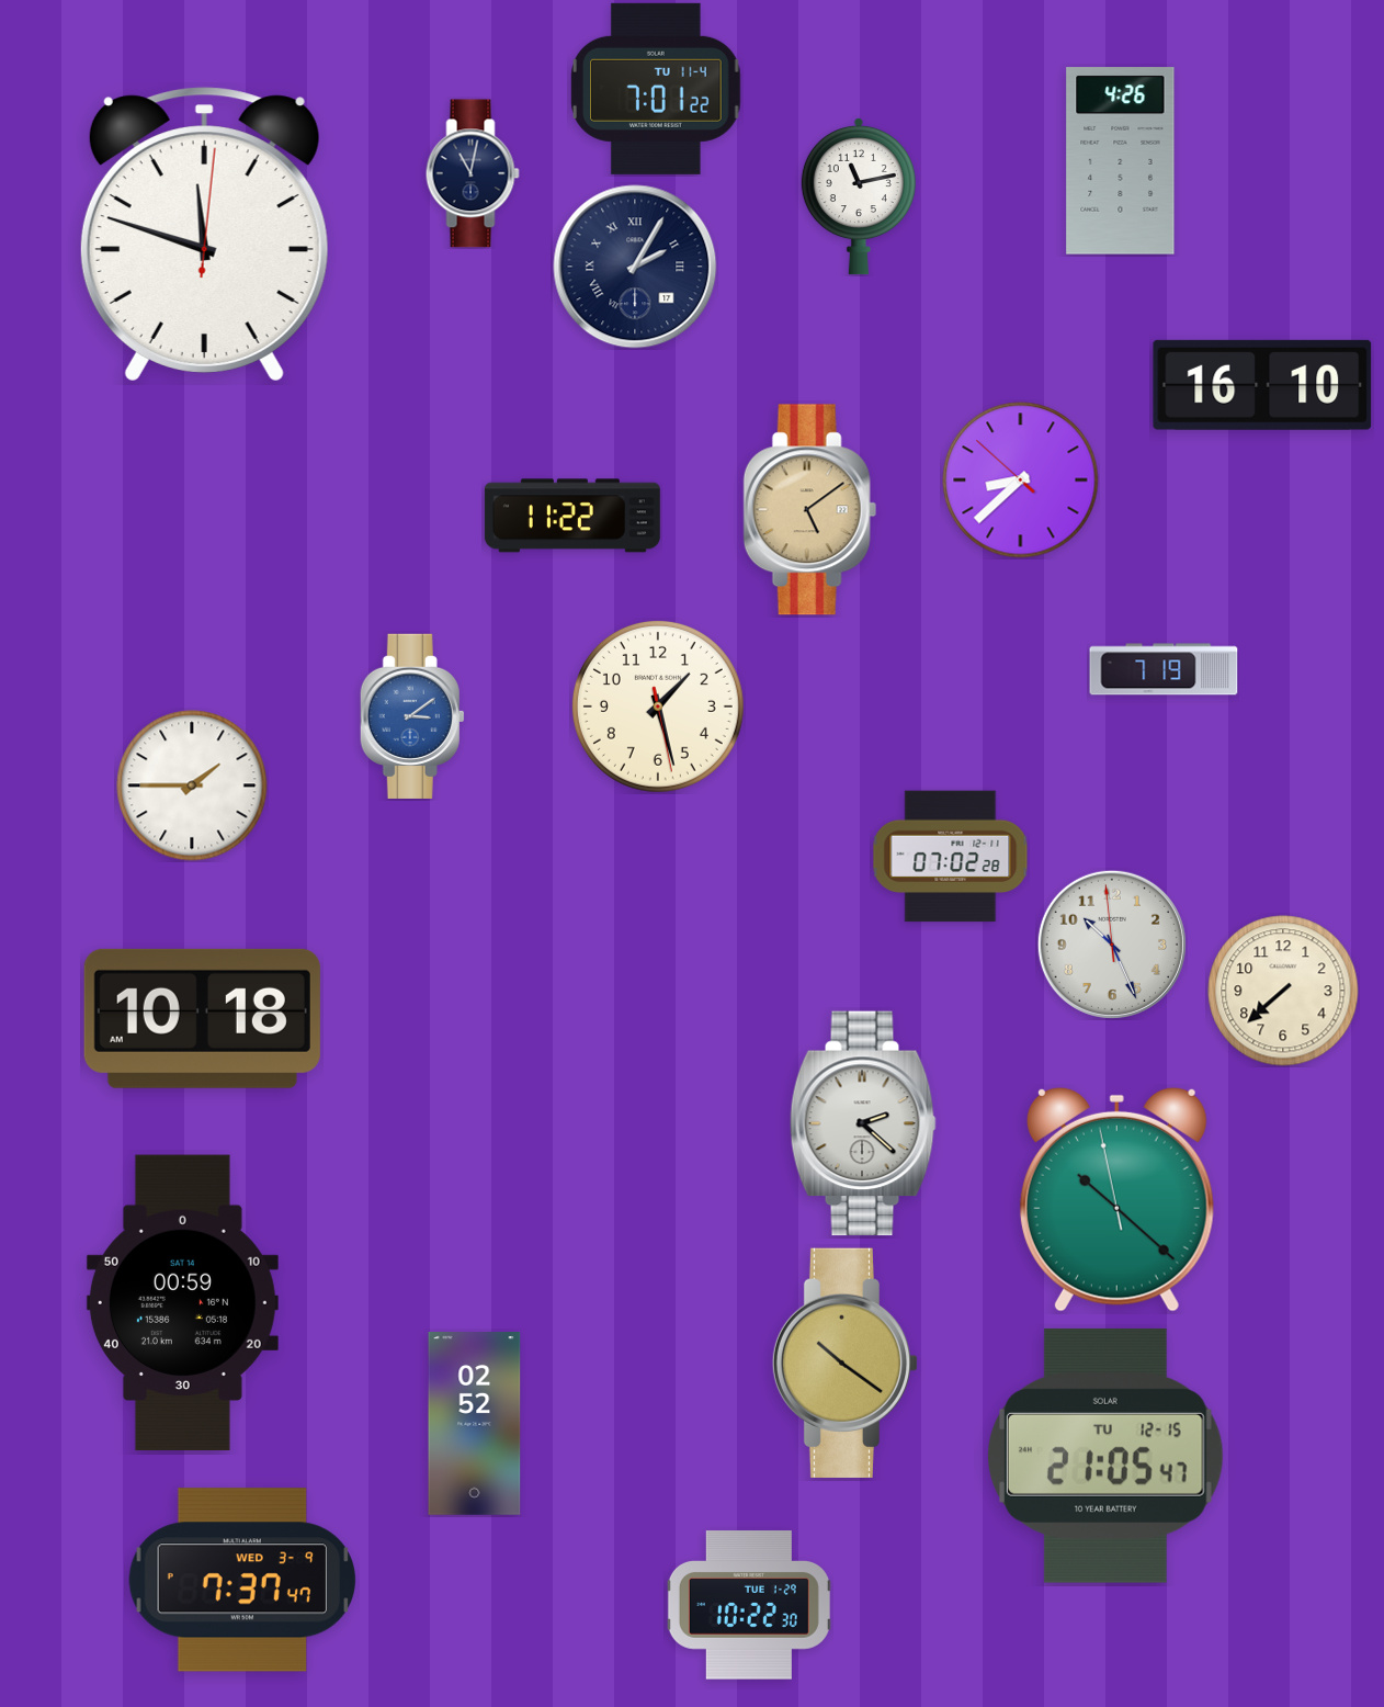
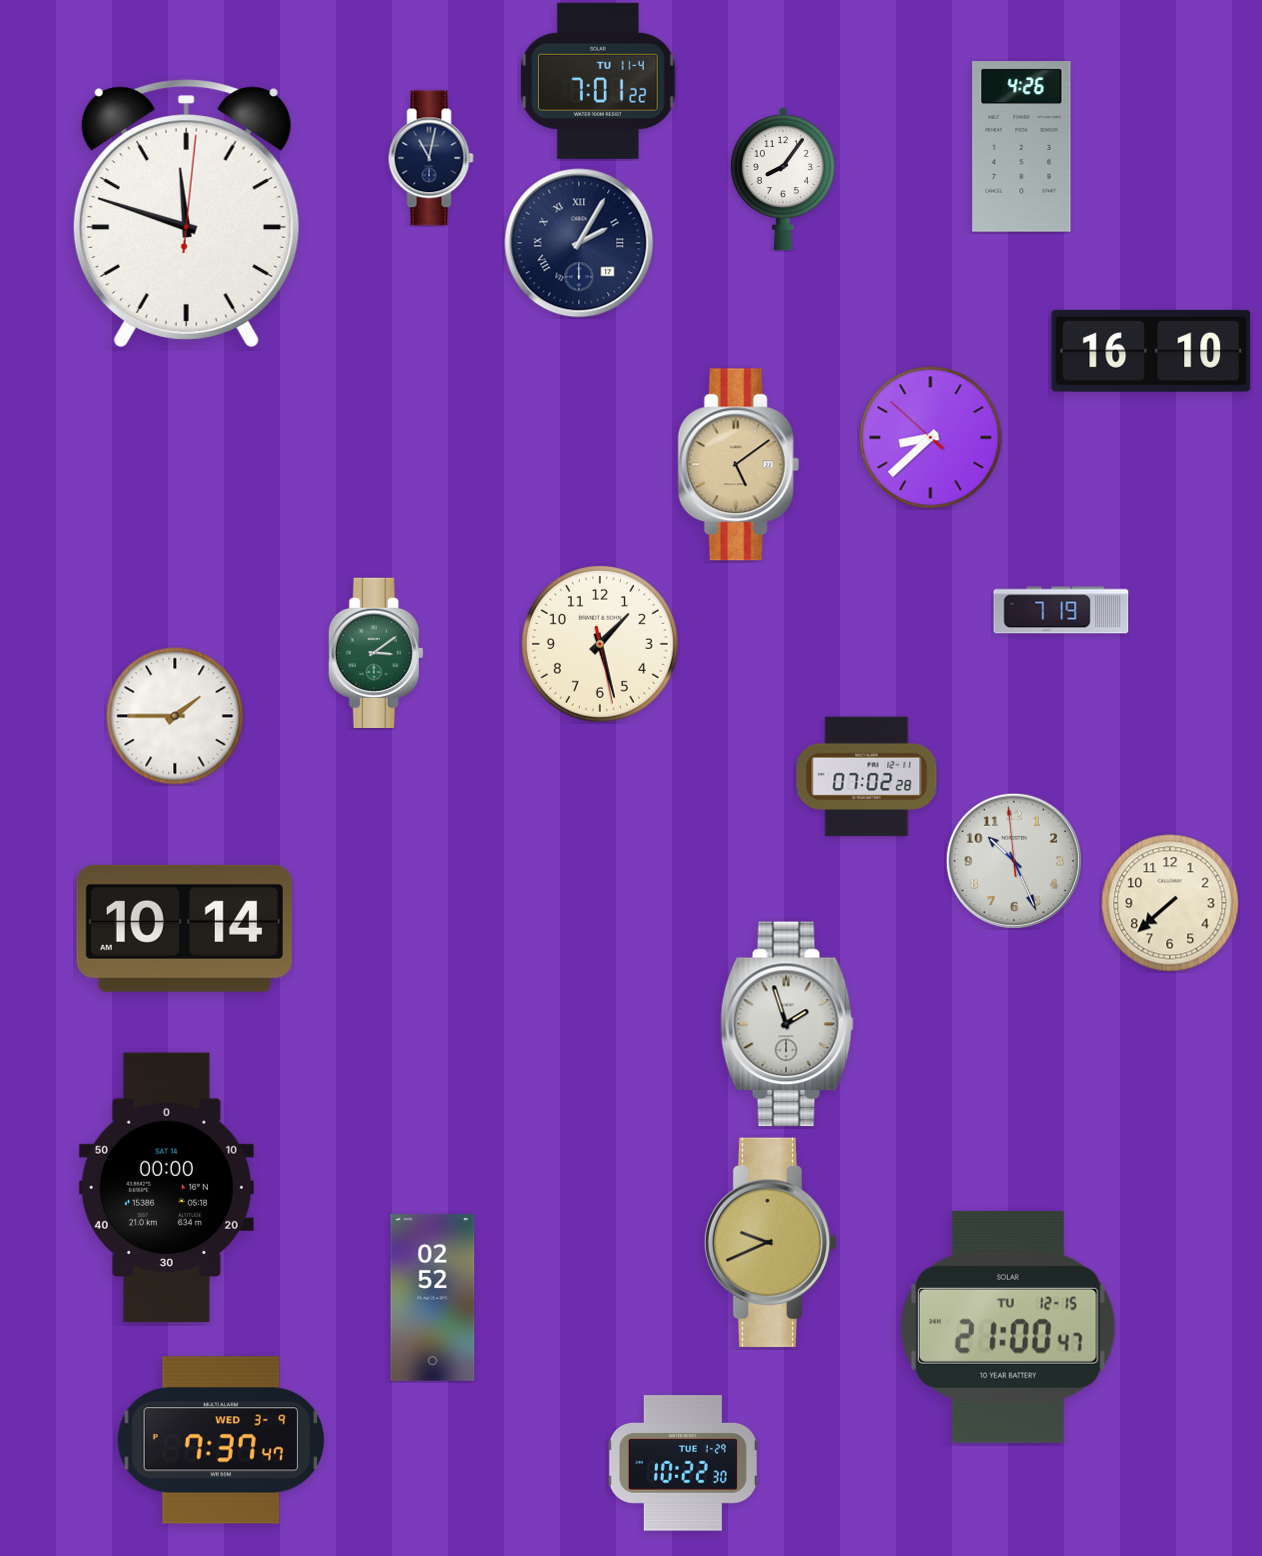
clock at (859, 196): 11:13 -> 8:06
clock at (572, 516): 11:22 -> none
clock at (412, 716) dial: blue -> green
clock at (951, 857) position: (951, 857) -> (867, 777)
clock at (202, 1018): 10:18 -> 10:14
clock at (863, 1123): 2:22 -> 1:57
clock at (1116, 1199): 10:21 -> none
clock at (182, 1303): 00:59 -> 00:00
clock at (846, 1363): 10:21 -> 9:41
clock at (1105, 1456): 21:05 -> 21:00
